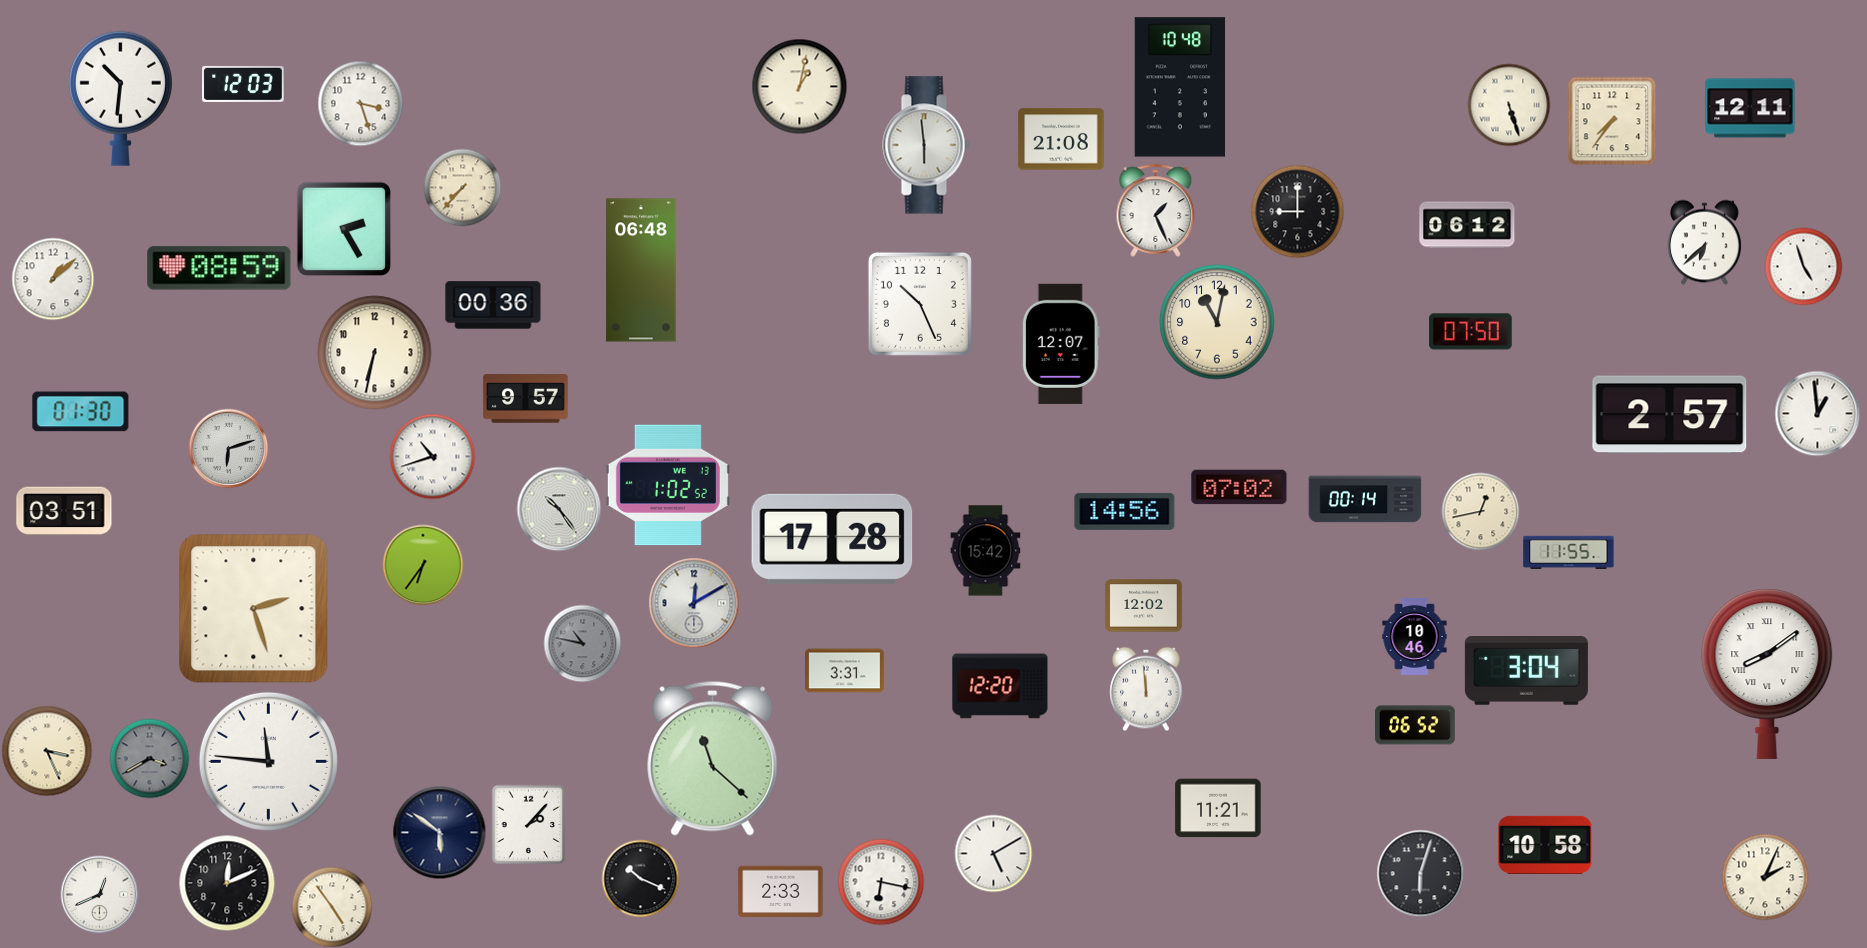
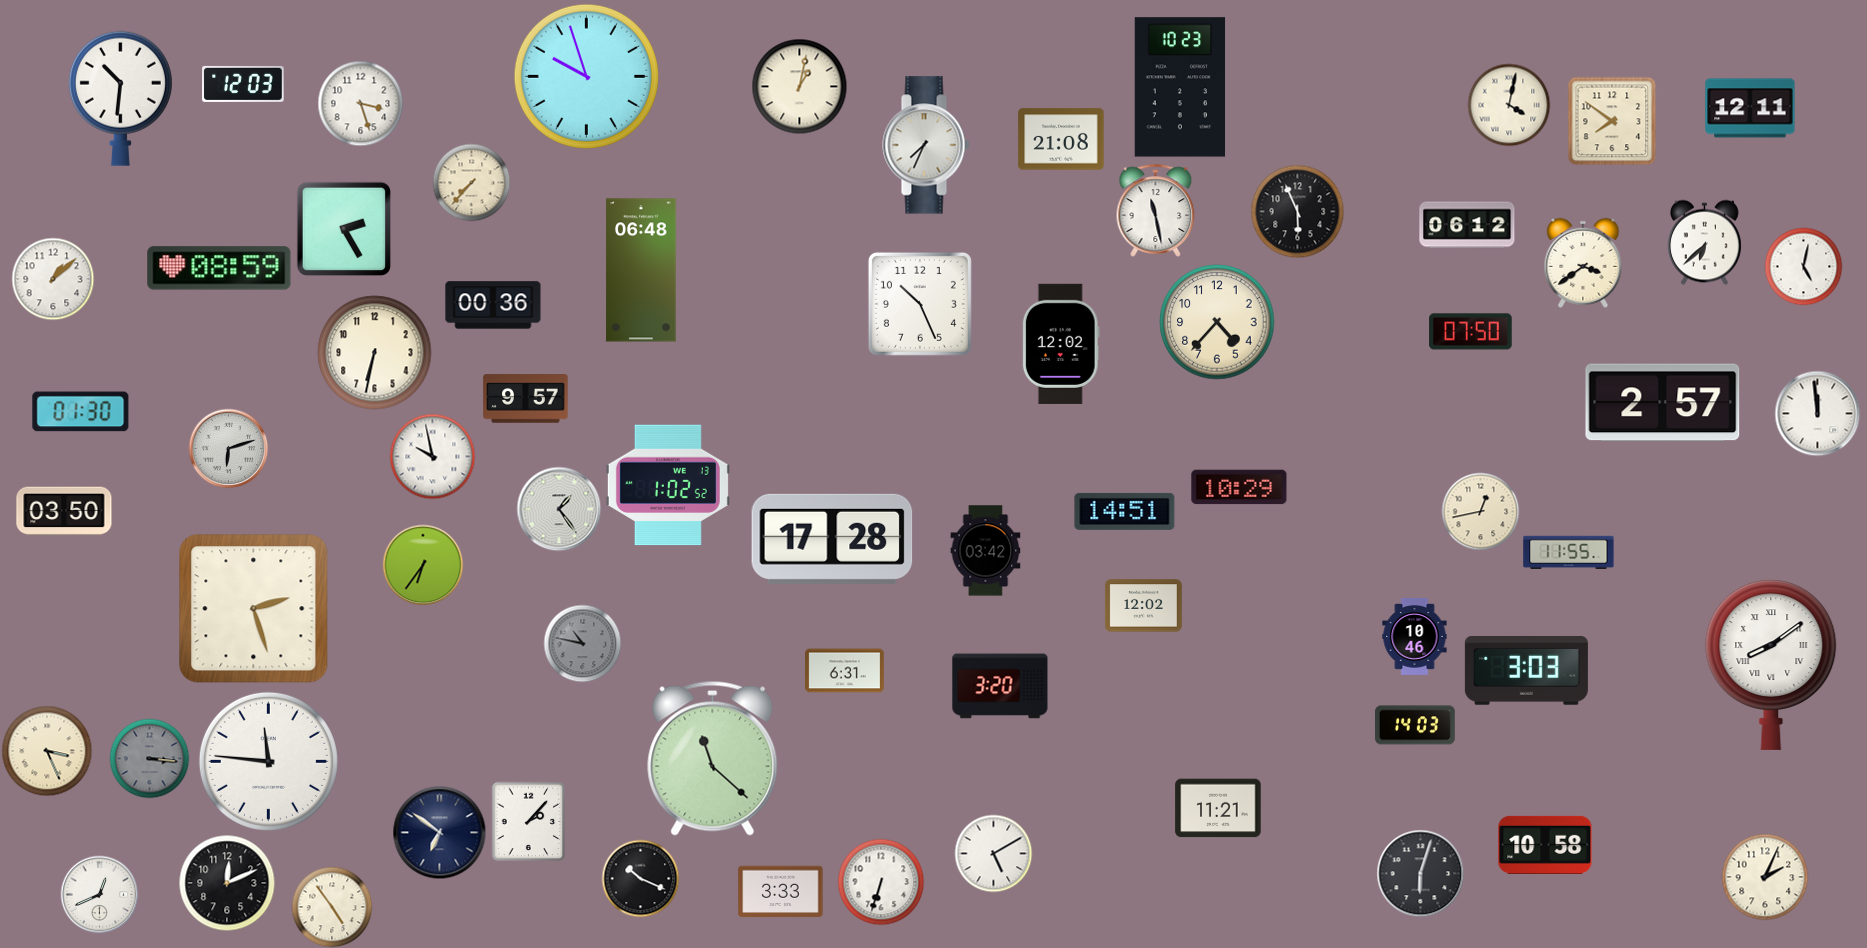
clock at (586, 76): none -> 9:57
clock at (1180, 87): 10:48 -> 10:23
clock at (1509, 105): 5:27 -> 4:02
clock at (1612, 121): 7:36 -> 7:51
clock at (926, 145): 5:59 -> 7:34
clock at (462, 187) position: (462, 187) -> (471, 182)
clock at (1156, 210): 1:26 -> 11:28
clock at (1297, 211): 9:00 -> 5:56
clock at (1583, 263): none -> 3:39
clock at (1803, 266): 4:57 -> 5:02
clock at (1217, 322): 11:02 -> 4:37
clock at (1061, 344): 12:07 -> 12:02
clock at (1817, 413): 12:59 -> 11:59
clock at (1670, 415) position: (1670, 415) -> (1663, 403)
clock at (432, 456): 10:42 -> 9:58
clock at (1239, 487): 07:02 -> 10:29
clock at (1365, 499): 00:14 -> none
clock at (559, 509): 10:24 -> 1:24
clock at (64, 511): 03:51 -> 03:50
clock at (1125, 511): 14:56 -> 14:51
clock at (986, 551): 15:42 -> 03:42
clock at (694, 603): 12:10 -> none
clock at (1526, 670): 3:04 -> 3:03
clock at (845, 671): 3:31 -> 6:31
clock at (1767, 674) position: (1767, 674) -> (1771, 665)
clock at (1000, 686): 12:20 -> 3:20
clock at (1146, 689): 11:59 -> none
clock at (1416, 725): 06:52 -> 14:03
clock at (149, 758): 3:40 -> 3:16
clock at (529, 824) position: (529, 824) -> (529, 821)
clock at (439, 832): 5:51 -> 6:51
clock at (881, 882): 6:17 -> 6:33
clock at (781, 892): 2:33 -> 3:33
